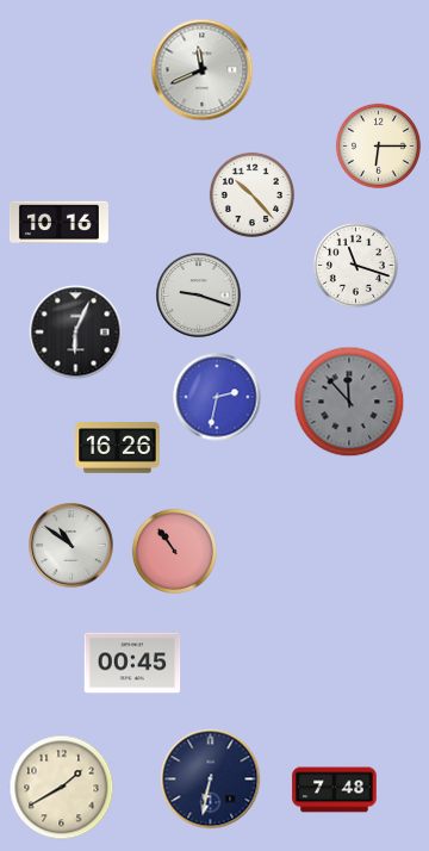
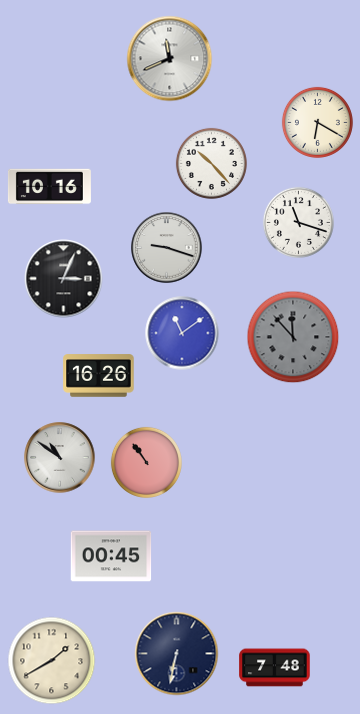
clock at (378, 145): 6:15 -> 6:20
clock at (76, 333): 6:04 -> 3:04
clock at (217, 397): 2:32 -> 11:09
clock at (335, 790) position: (335, 790) -> (275, 668)
